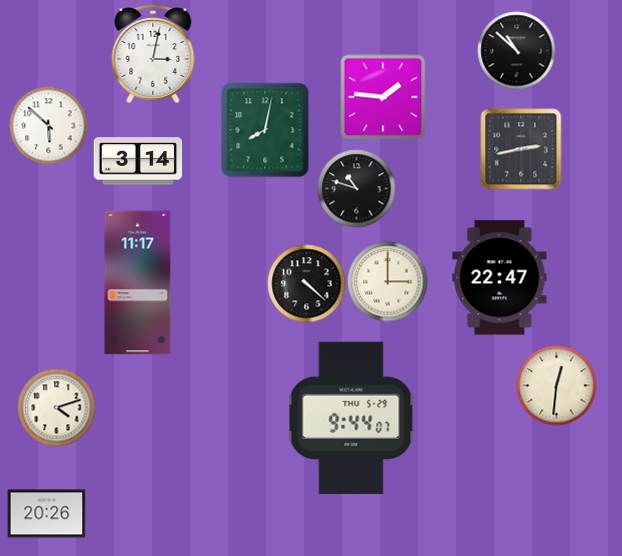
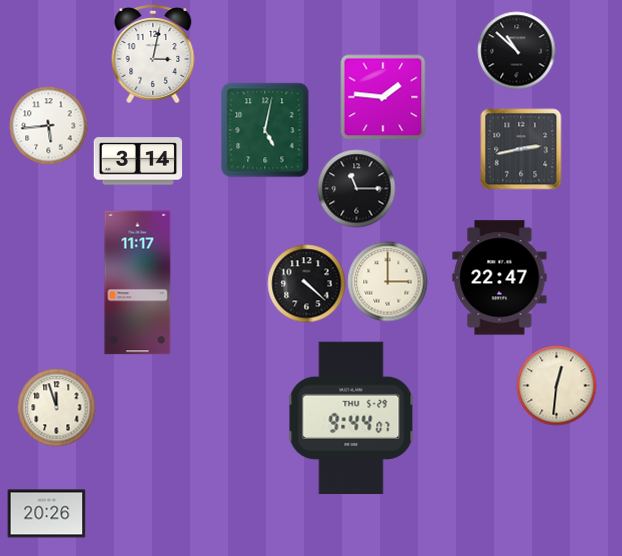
clock at (48, 125): 5:52 -> 5:44
clock at (265, 130): 8:02 -> 5:02
clock at (356, 188): 10:48 -> 11:15
clock at (56, 407): 4:12 -> 11:57
